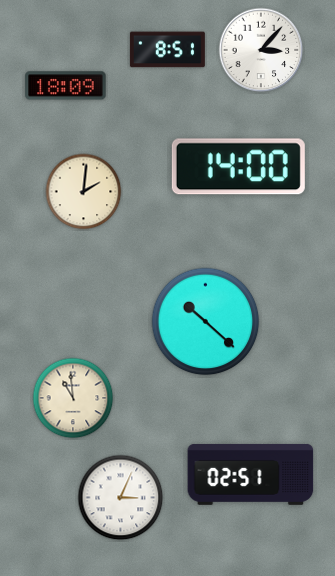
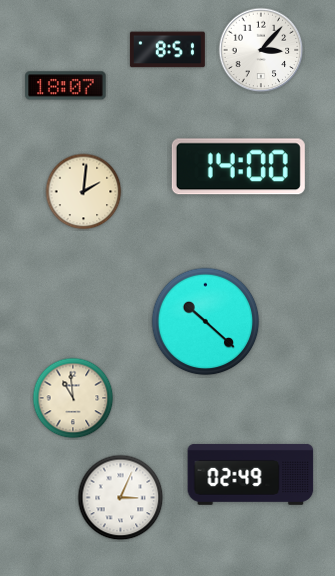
clock at (66, 86): 18:09 -> 18:07
clock at (251, 474): 02:51 -> 02:49
